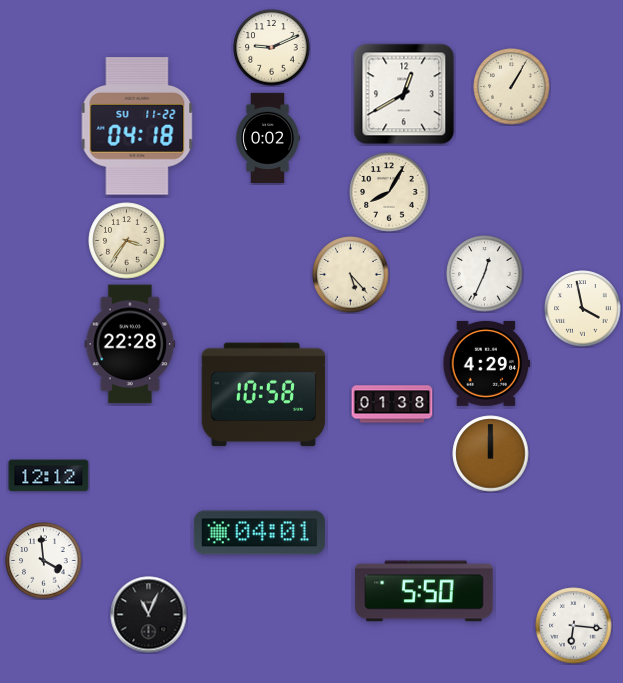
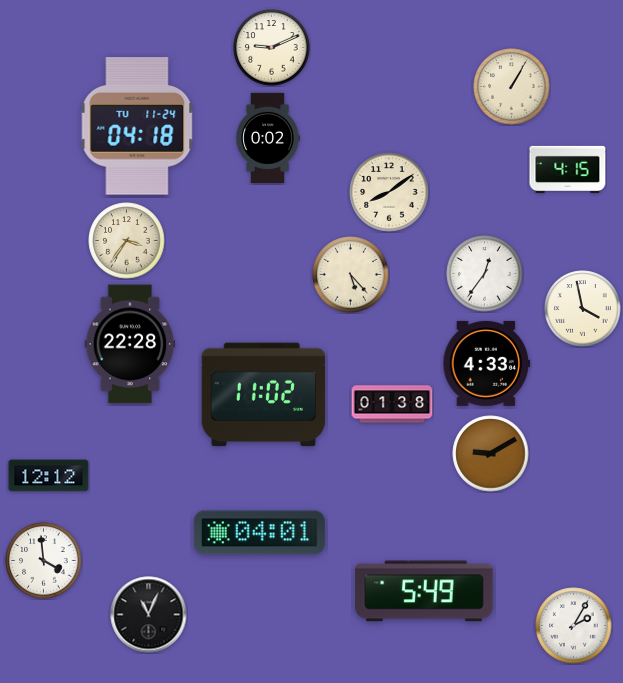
clock at (404, 94): 12:40 -> none
clock at (137, 126) date: SU 11-22 -> TU 11-24
clock at (568, 169): none -> 4:15
clock at (389, 192): 8:05 -> 8:09
clock at (485, 274): 12:34 -> 12:36
clock at (487, 363): 4:29 -> 4:33
clock at (264, 395): 10:58 -> 11:02
clock at (491, 454): 12:00 -> 9:10
clock at (424, 591): 5:50 -> 5:49
clock at (574, 626): 6:16 -> 2:05
